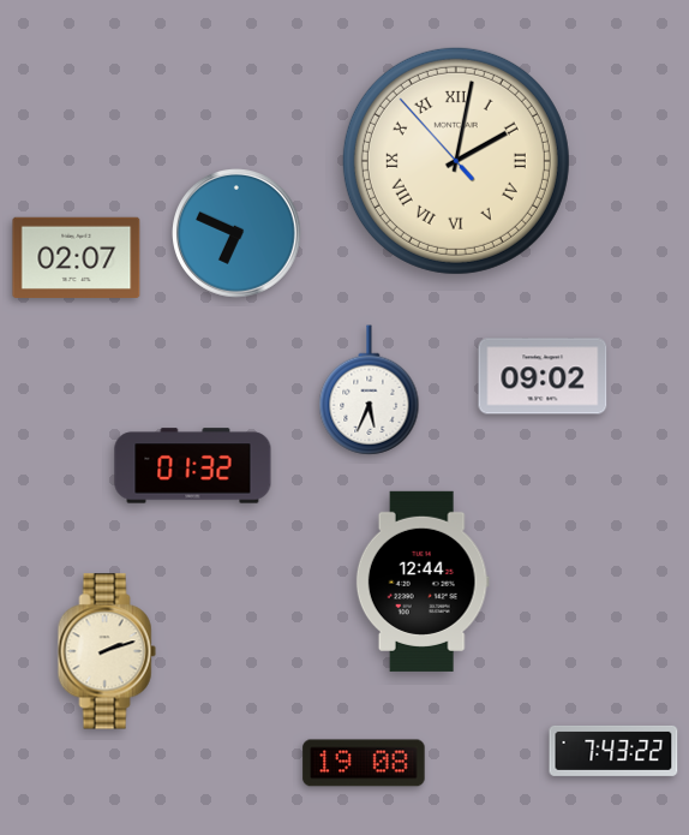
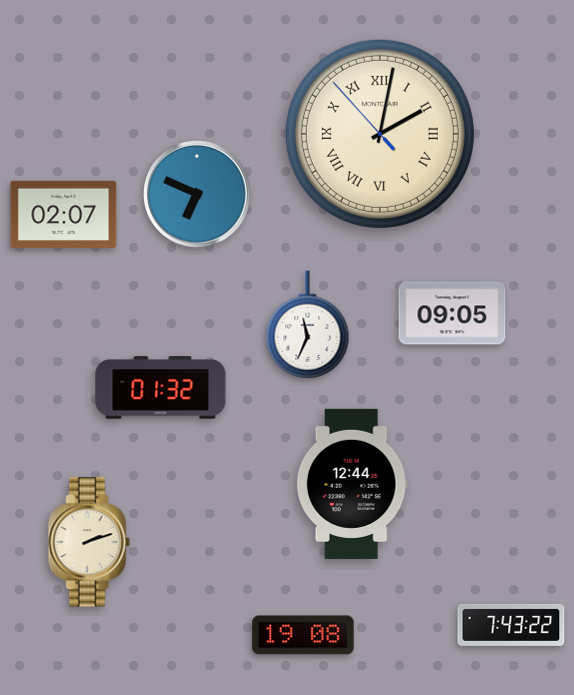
clock at (543, 376): 09:02 -> 09:05
clock at (370, 390): 5:34 -> 11:34
